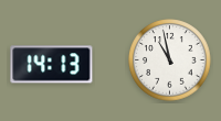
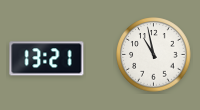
clock at (52, 65): 14:13 -> 13:21
